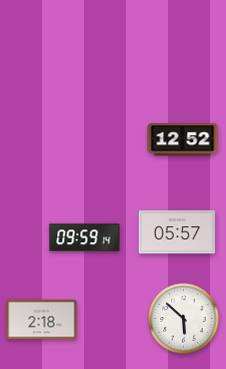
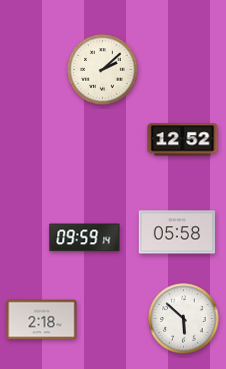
clock at (103, 70): none -> 2:08
clock at (177, 232): 05:57 -> 05:58
